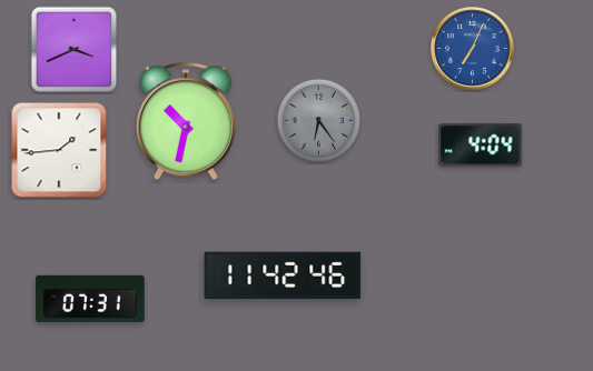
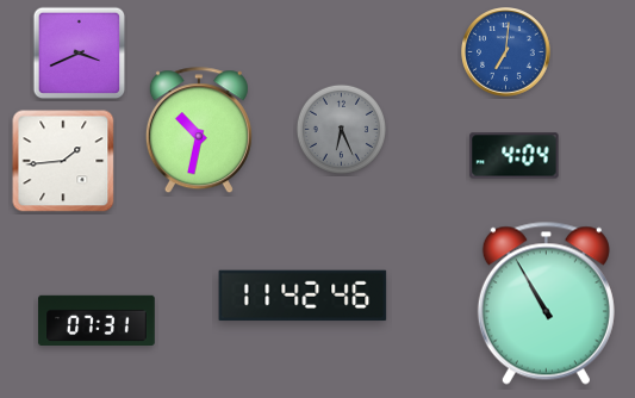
clock at (473, 49): 7:04 -> 7:01
clock at (318, 120): 6:24 -> 6:26
clock at (546, 303): none -> 10:55
